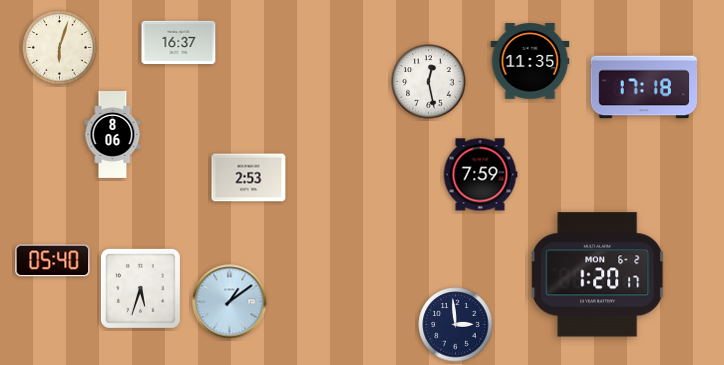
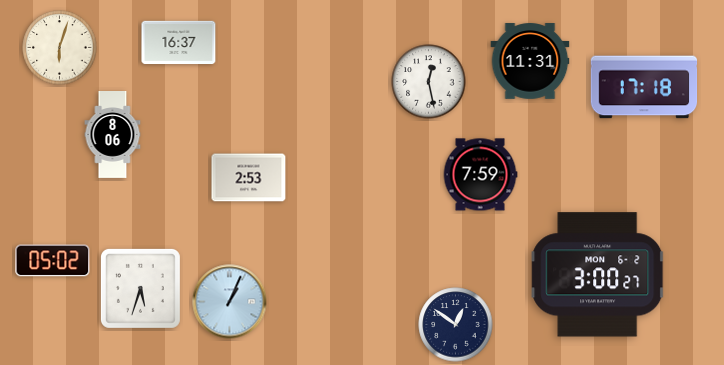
clock at (530, 61): 11:35 -> 11:31
clock at (53, 261): 05:40 -> 05:02
clock at (598, 275): 1:20 -> 3:00
clock at (230, 302): 1:09 -> 1:04
clock at (456, 325): 2:59 -> 12:51
